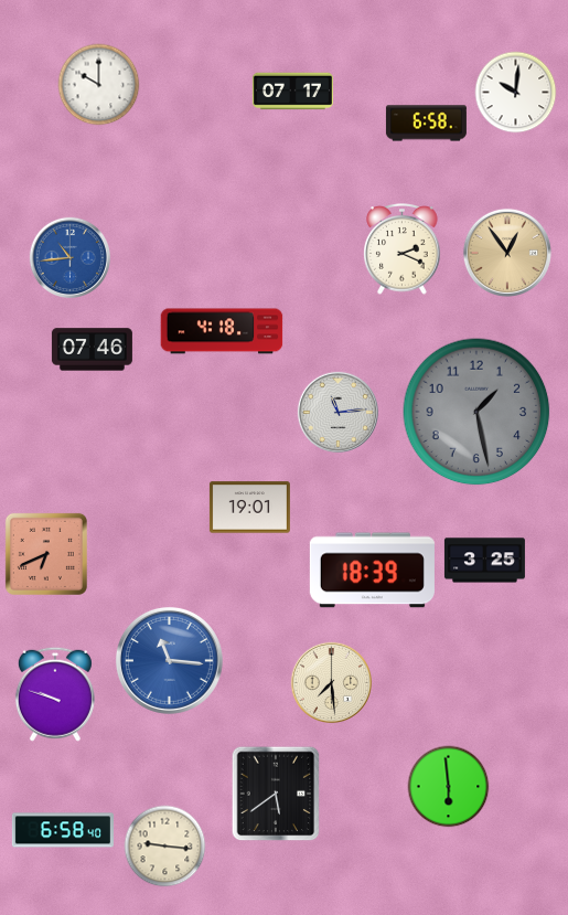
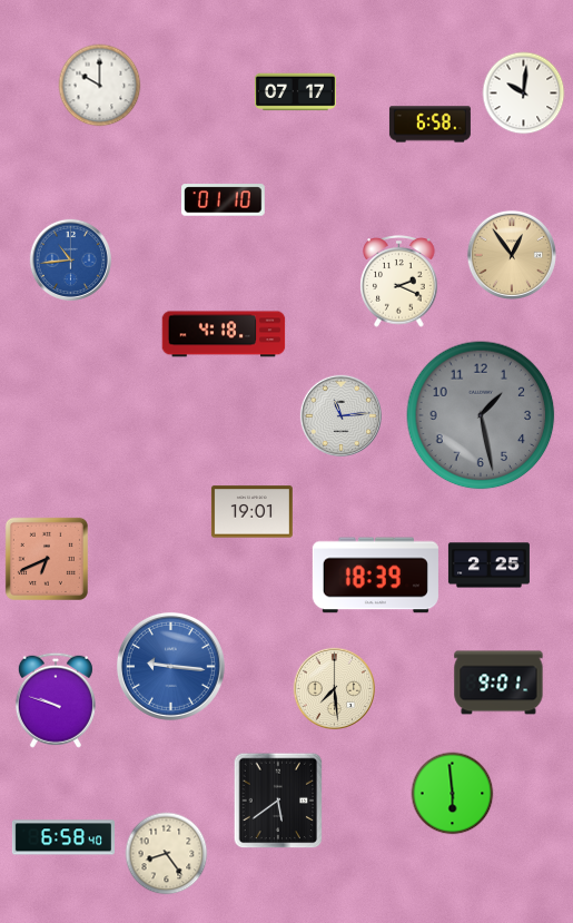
clock at (516, 93) position: (516, 93) -> (524, 94)
clock at (224, 200): none -> 01:10
clock at (403, 249) position: (403, 249) -> (399, 282)
clock at (92, 350): 07:46 -> none
clock at (484, 561): 3:25 -> 2:25
clock at (169, 660): 11:16 -> 9:16
clock at (498, 683): none -> 9:01
clock at (165, 847): 9:16 -> 8:24
